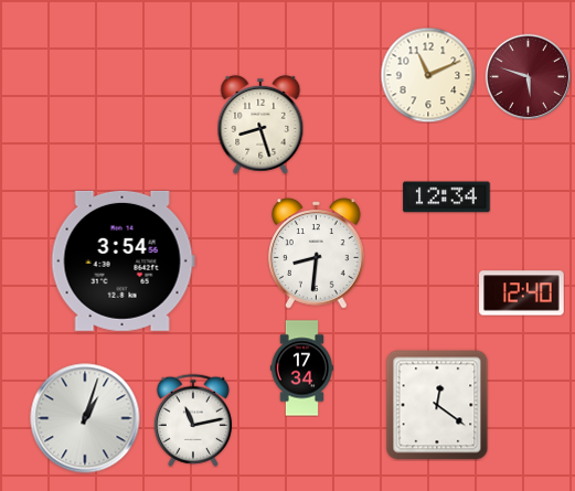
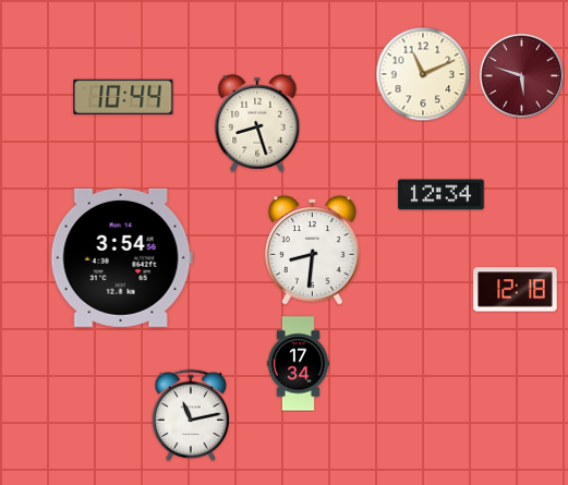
clock at (123, 97): none -> 10:44
clock at (522, 293): 12:40 -> 12:18
clock at (437, 405): 12:21 -> none
clock at (85, 418): 1:03 -> none
